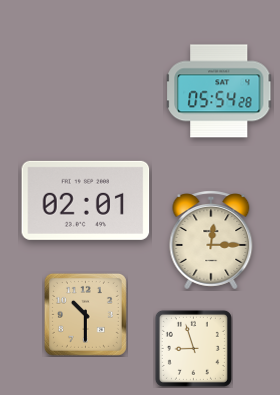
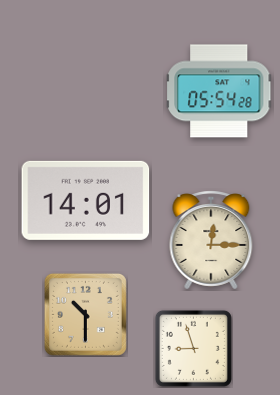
clock at (86, 200): 02:01 -> 14:01
